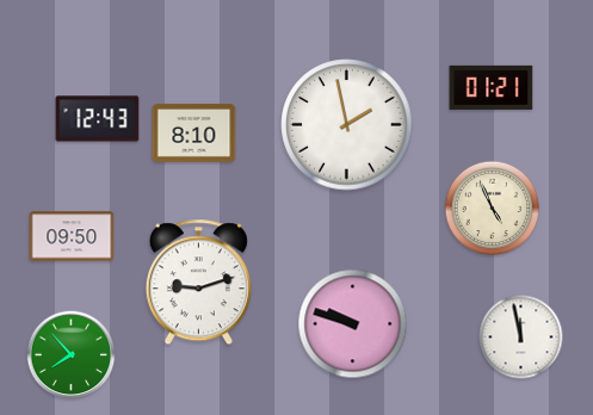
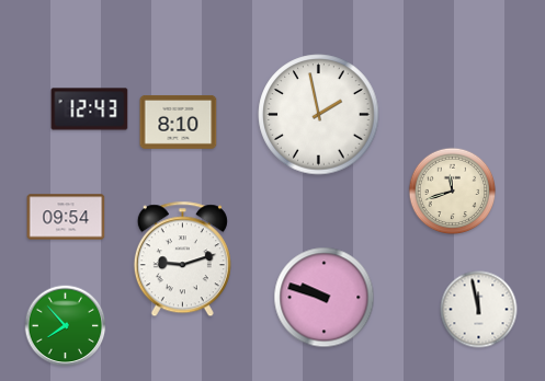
clock at (492, 87): 01:21 -> none
clock at (493, 209): 4:56 -> 11:42
clock at (72, 236): 09:50 -> 09:54
